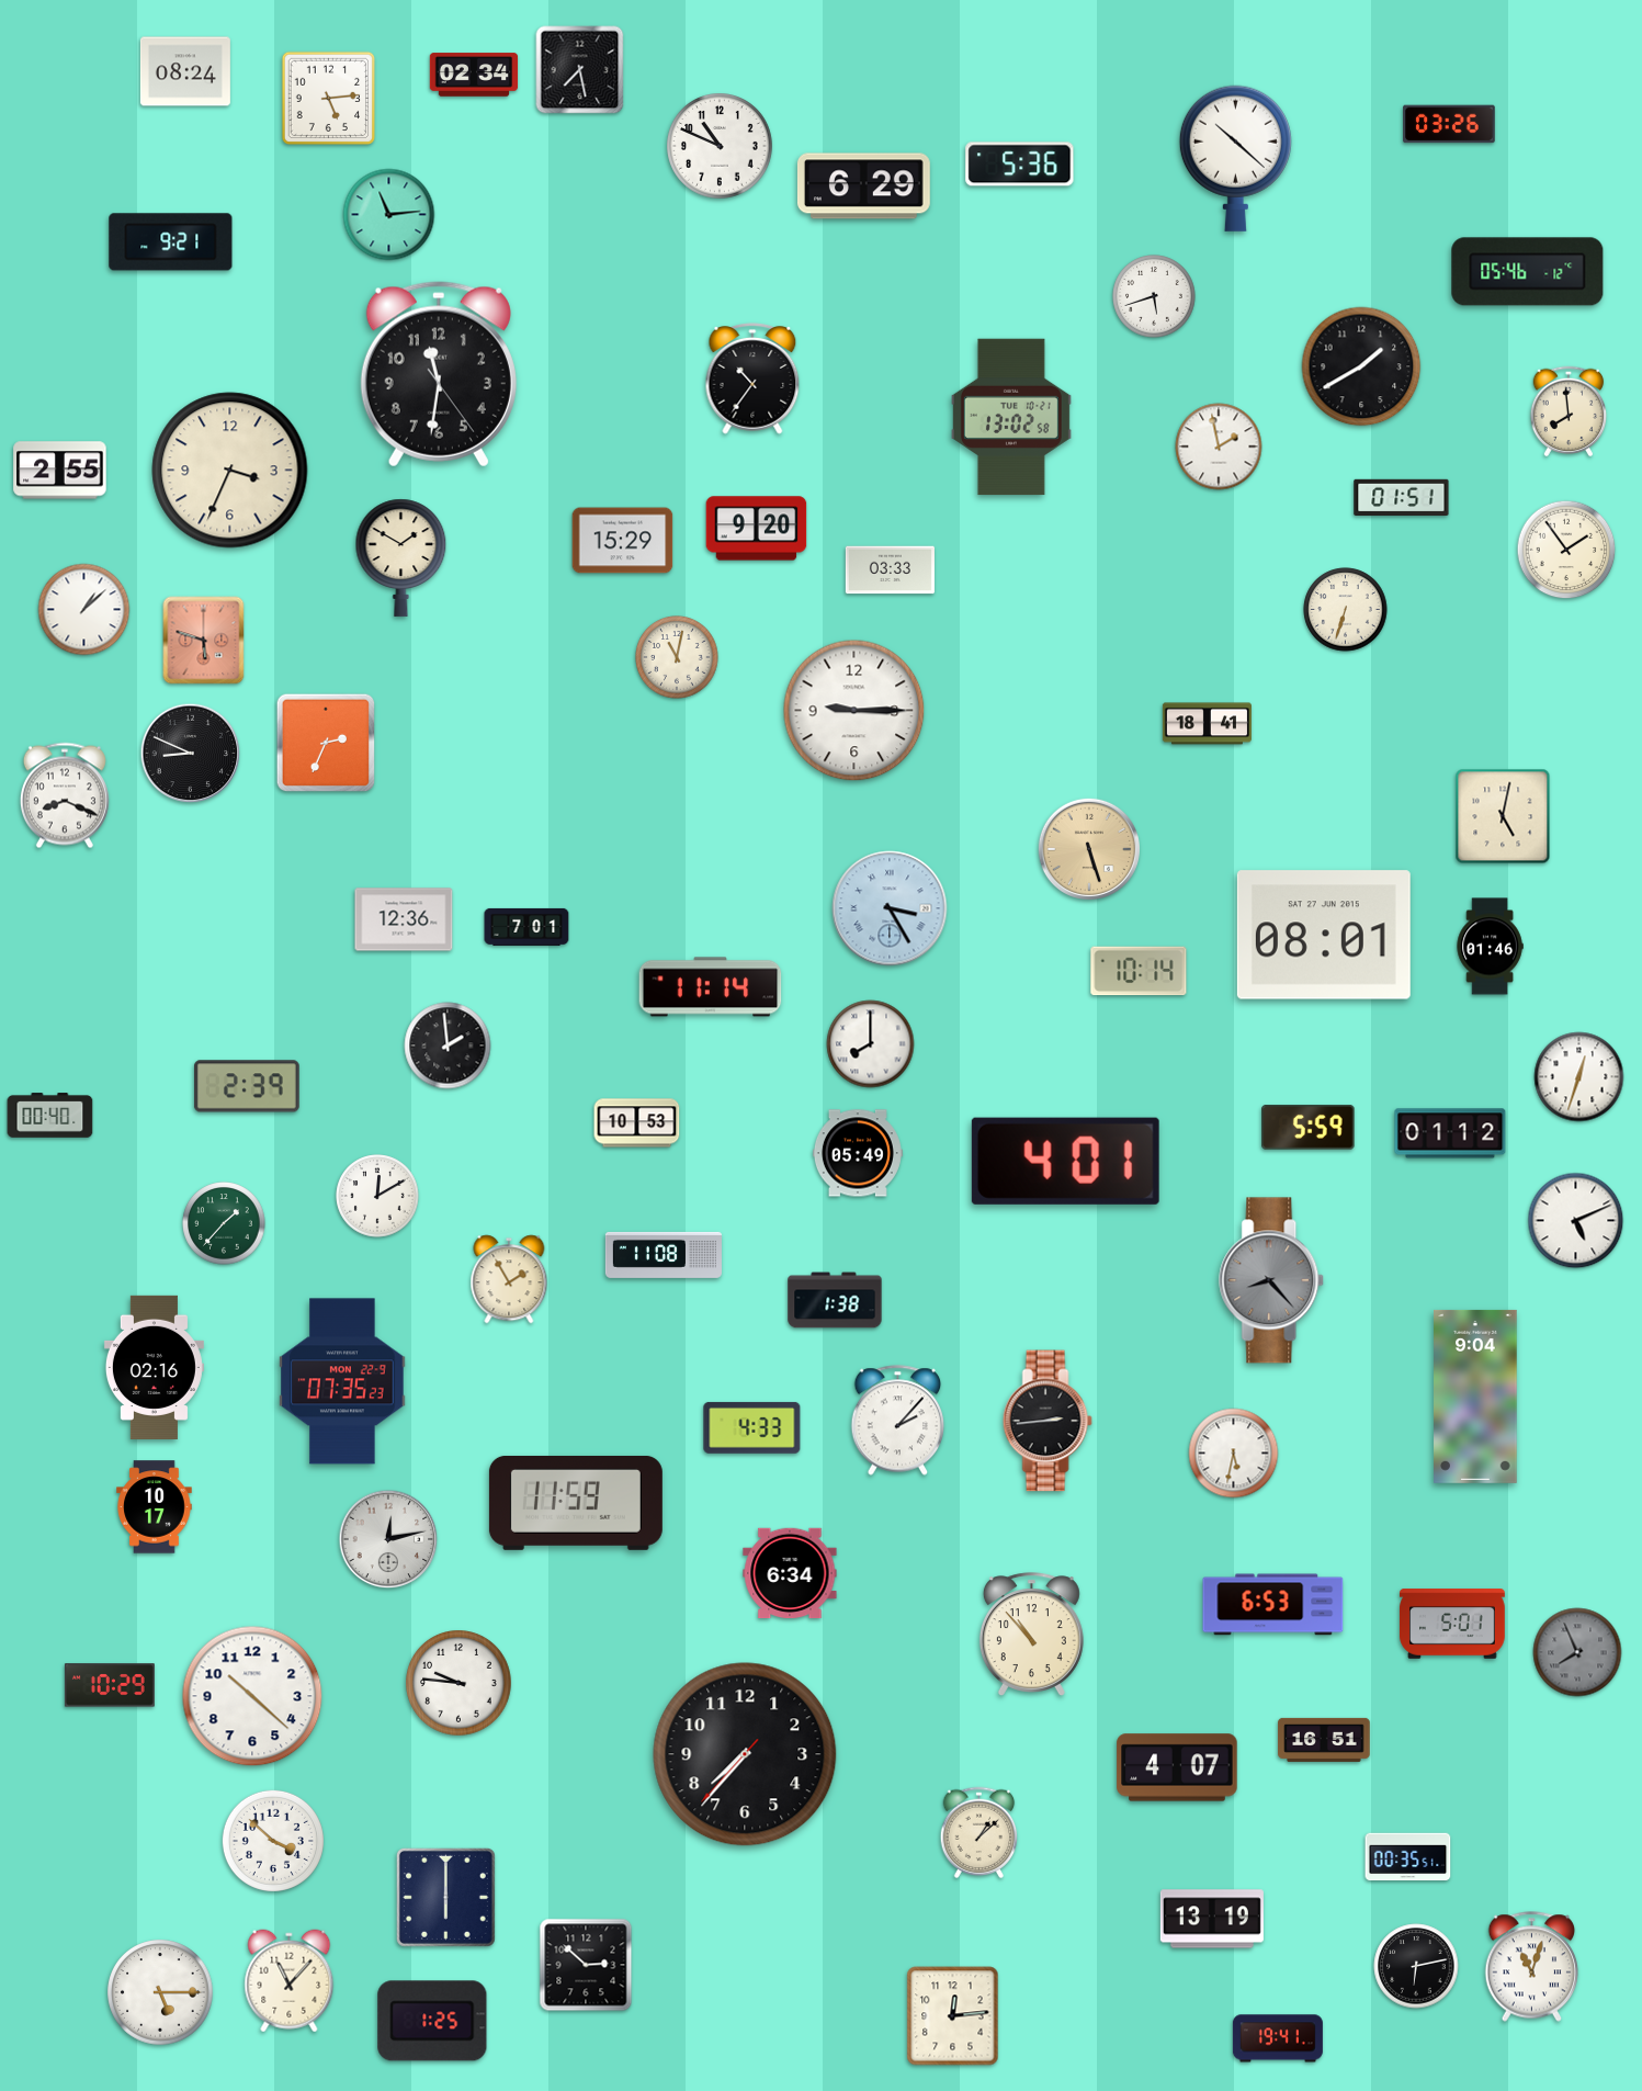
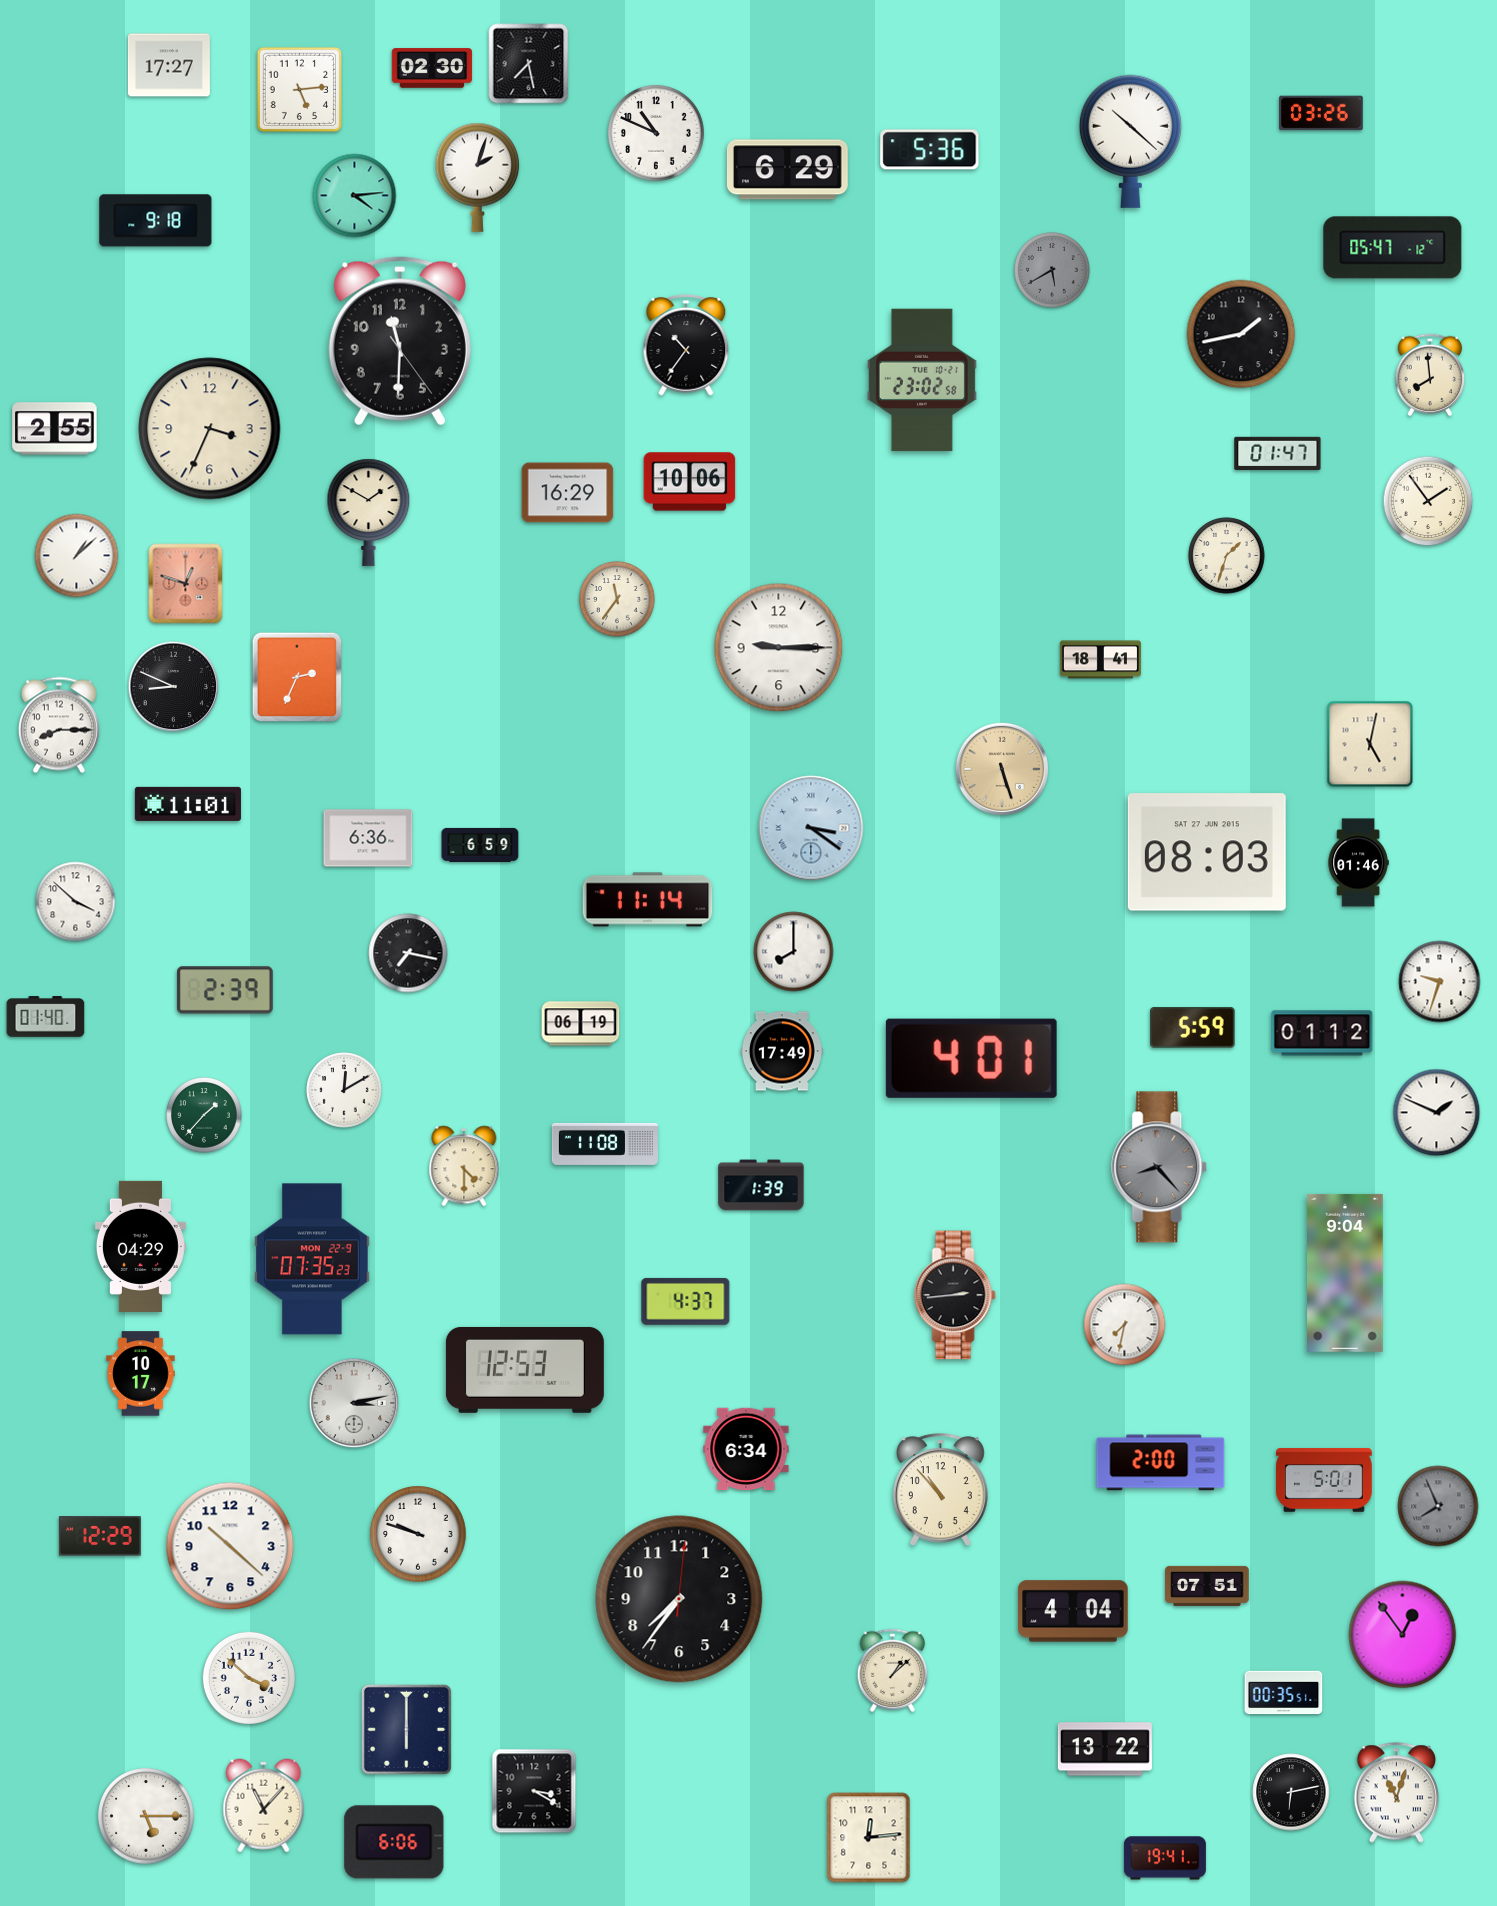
clock at (185, 71): 08:24 -> 17:27
clock at (474, 75): 02:34 -> 02:30
clock at (1235, 158) position: (1235, 158) -> (1130, 141)
clock at (478, 177): none -> 2:03
clock at (389, 215): 11:14 -> 4:14
clock at (171, 242): 9:21 -> 9:18
clock at (1528, 272): 05:46 -> 05:47
clock at (1154, 296): 5:42 -> 5:40
clock at (1154, 296) dial: white -> grey
clock at (1361, 366): 1:40 -> 1:43
clock at (439, 374): 11:31 -> 11:30
clock at (1011, 417): 13:02 -> 23:02
clock at (1219, 447): 1:58 -> none
clock at (1402, 497): 01:51 -> 01:47
clock at (757, 529): 9:20 -> 10:06
clock at (623, 541): 15:29 -> 16:29
clock at (401, 557) position: (401, 557) -> (369, 512)
clock at (890, 570): 03:33 -> none
clock at (1346, 610): 6:33 -> 1:33
clock at (204, 641): 5:48 -> 12:48
clock at (677, 657): 11:02 -> 11:36
clock at (65, 795): 8:19 -> 8:15
clock at (1089, 849) position: (1089, 849) -> (1002, 769)
clock at (188, 804): none -> 11:01
clock at (890, 908): 3:25 -> 3:21
clock at (404, 919): 12:36 -> 6:36
clock at (526, 927): 7:01 -> 6:59
clock at (1324, 935): 08:01 -> 08:03
clock at (1139, 971): 10:14 -> none
clock at (76, 902): none -> 3:52
clock at (448, 1045): 1:59 -> 7:17
clock at (1579, 1077): 12:33 -> 9:33
clock at (50, 1116): 00:40 -> 01:40
clock at (637, 1123): 10:53 -> 06:19
clock at (858, 1153): 05:49 -> 17:49
clock at (1576, 1221): 5:11 -> 1:49
clock at (509, 1279): 1:55 -> 4:30
clock at (835, 1300): 1:38 -> 1:39
clock at (154, 1367): 02:16 -> 04:29
clock at (898, 1421): 2:07 -> none
clock at (752, 1427): 4:33 -> 4:37
clock at (1234, 1454): 5:32 -> 7:32
clock at (576, 1503): 11:59 -> 12:53
clock at (388, 1539): 12:13 -> 3:13
clock at (790, 1573) position: (790, 1573) -> (746, 1449)
clock at (1273, 1605): 6:53 -> 2:00
clock at (458, 1683): 9:46 -> 9:48
clock at (110, 1685): 10:29 -> 12:29
clock at (1324, 1740): 16:51 -> 07:51
clock at (745, 1754): 7:36:37 -> 7:36:01
clock at (1177, 1767): 4:07 -> 4:04
clock at (1403, 1635): none -> 12:54
clock at (1212, 1919): 13:19 -> 13:22
clock at (586, 1965): 2:52 -> 3:20
clock at (432, 2021): 1:25 -> 6:06
